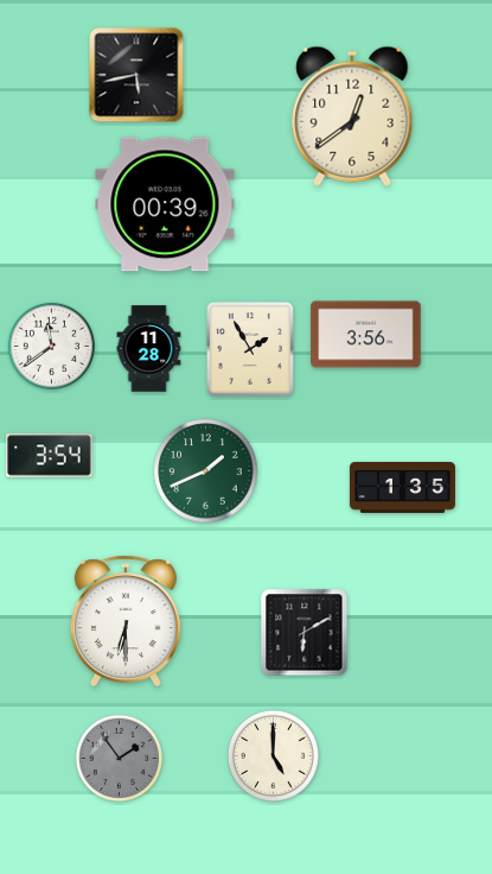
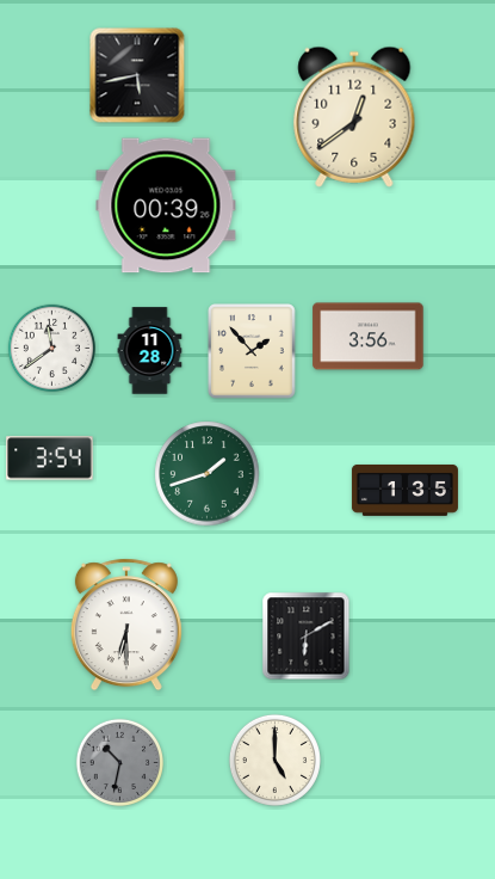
clock at (250, 349): 1:55 -> 1:53
clock at (206, 471): 1:41 -> 1:42
clock at (119, 758): 1:54 -> 10:32
